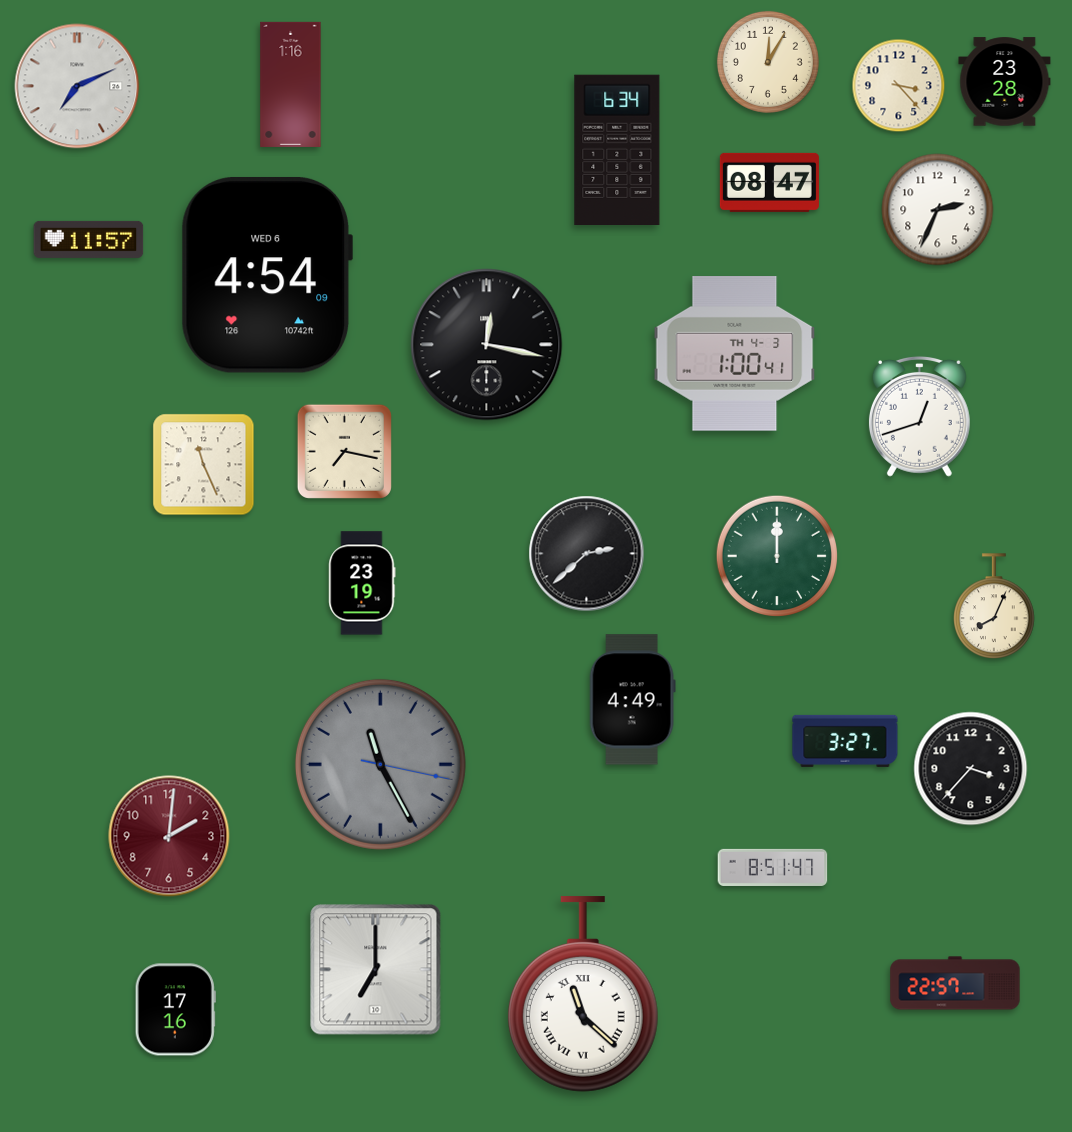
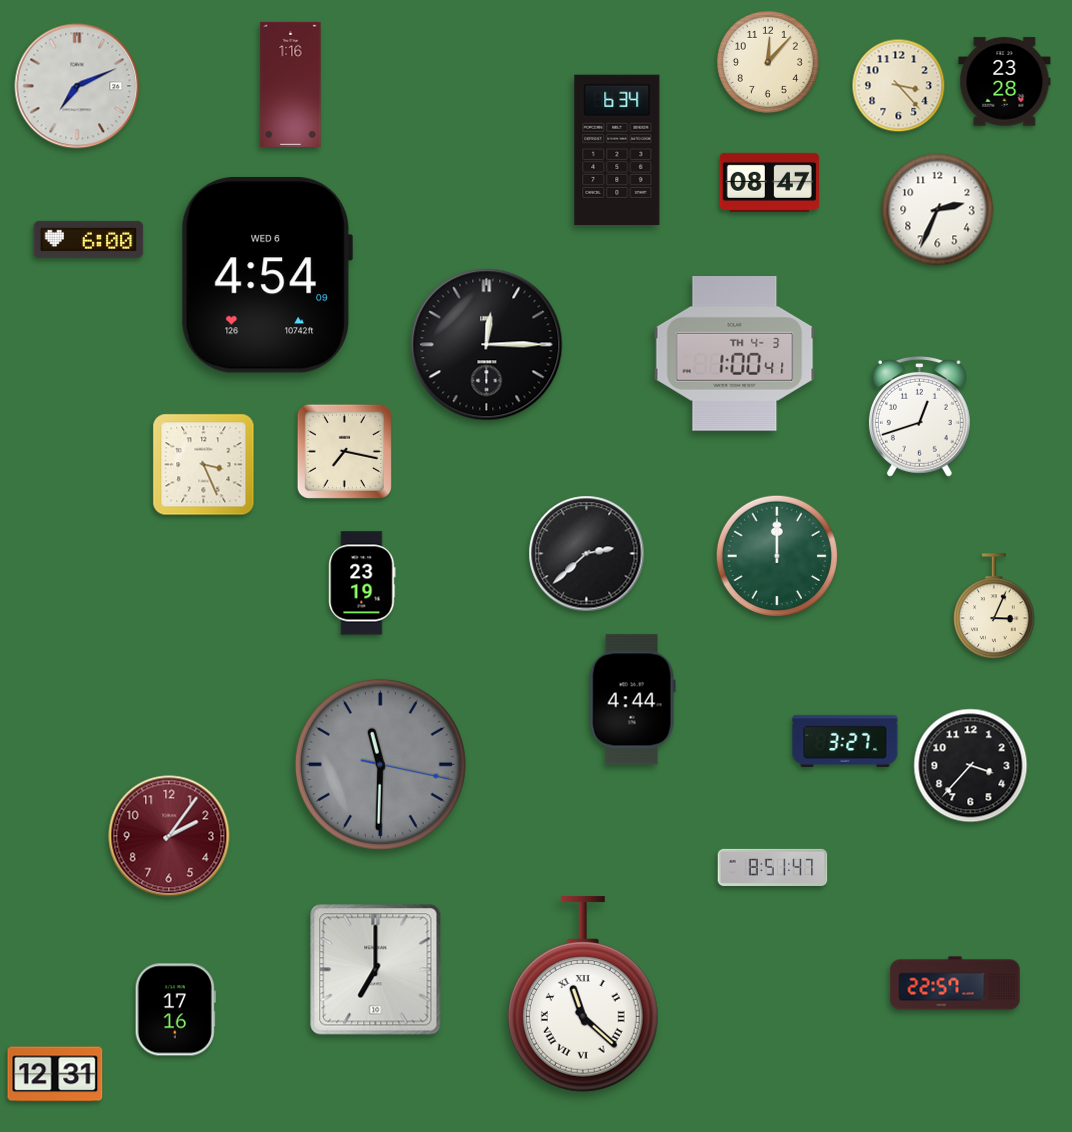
clock at (768, 62): 12:05 -> 12:07
clock at (89, 239): 11:57 -> 6:00
clock at (487, 345): 12:17 -> 12:15
clock at (204, 465): 11:26 -> 3:26
clock at (995, 606): 8:04 -> 3:04
clock at (632, 700): 4:49 -> 4:44
clock at (380, 764): 11:25 -> 11:30
clock at (971, 769) position: (971, 769) -> (971, 766)
clock at (169, 836): 2:01 -> 2:06
clock at (55, 1074): none -> 12:31
